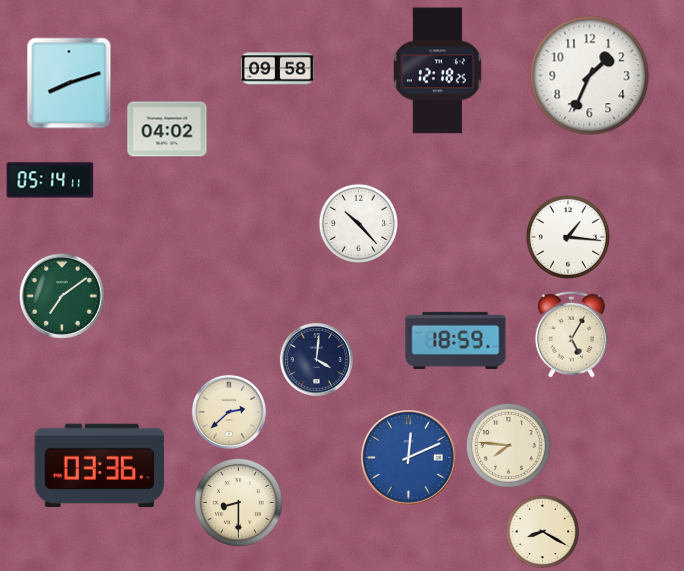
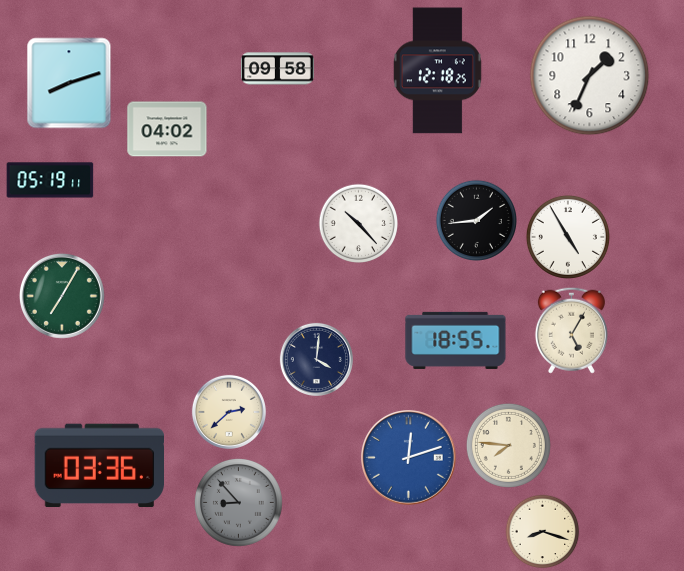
clock at (50, 180): 05:14 -> 05:19
clock at (476, 220): none -> 1:44
clock at (568, 237): 1:16 -> 4:55
clock at (62, 296): 7:09 -> 7:05
clock at (571, 334) position: (571, 334) -> (571, 330)
clock at (456, 340): 18:59 -> 18:55
clock at (409, 458): 12:11 -> 12:12
clock at (238, 502): 8:30 -> 8:53
clock at (238, 502) dial: cream -> grey
clock at (543, 532): 8:20 -> 8:18
